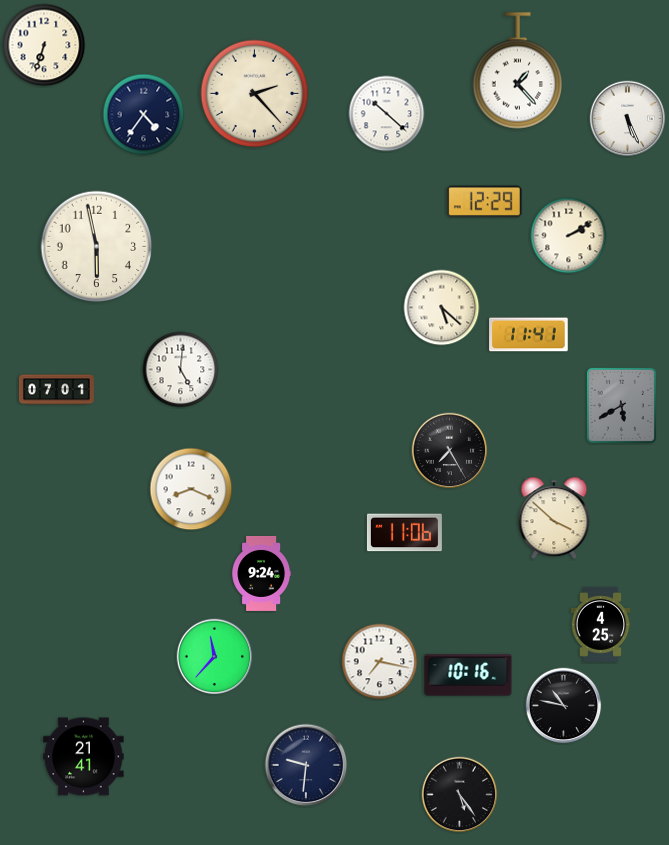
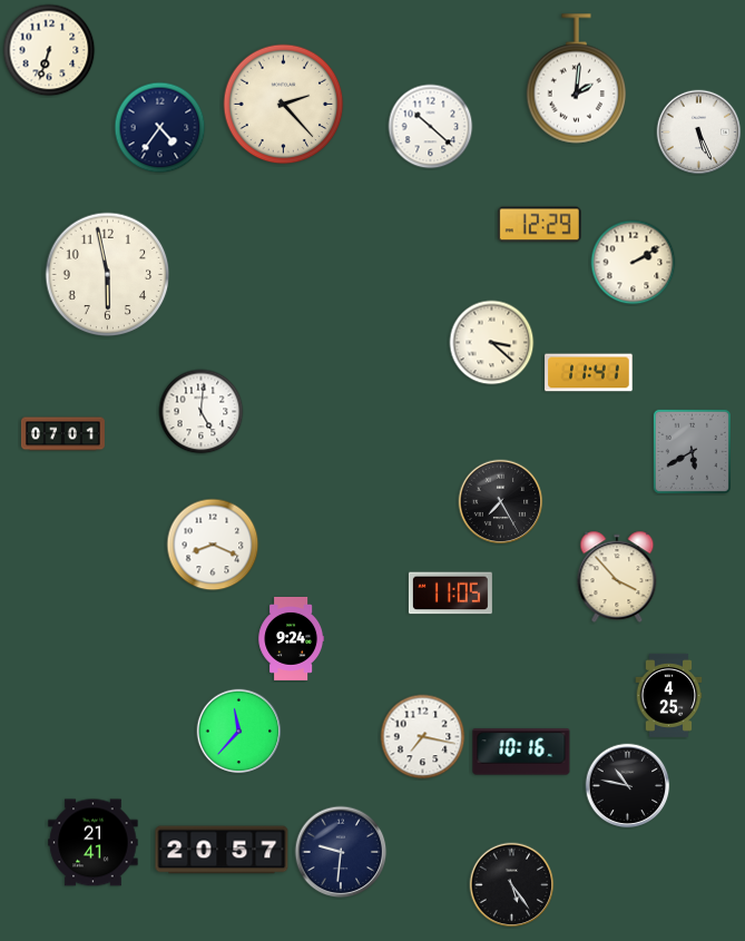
clock at (518, 71): 1:23 -> 2:01
clock at (442, 308): 5:22 -> 3:22
clock at (554, 518): 3:52 -> 3:53
clock at (404, 533): 11:06 -> 11:05
clock at (222, 850): none -> 20:57
